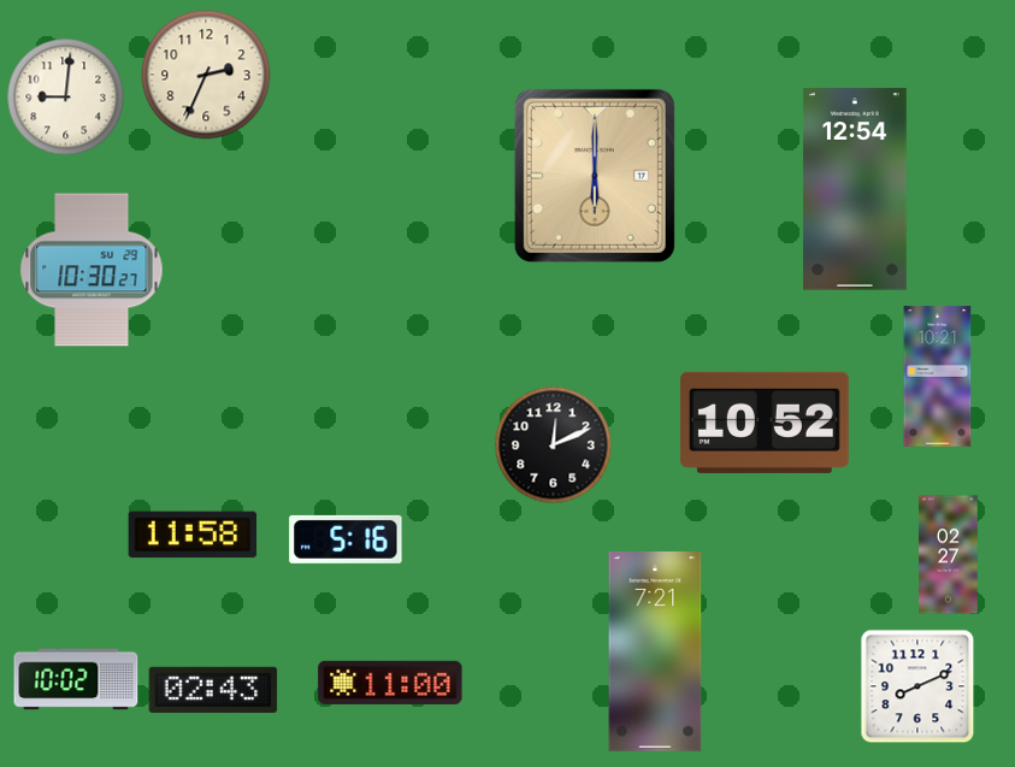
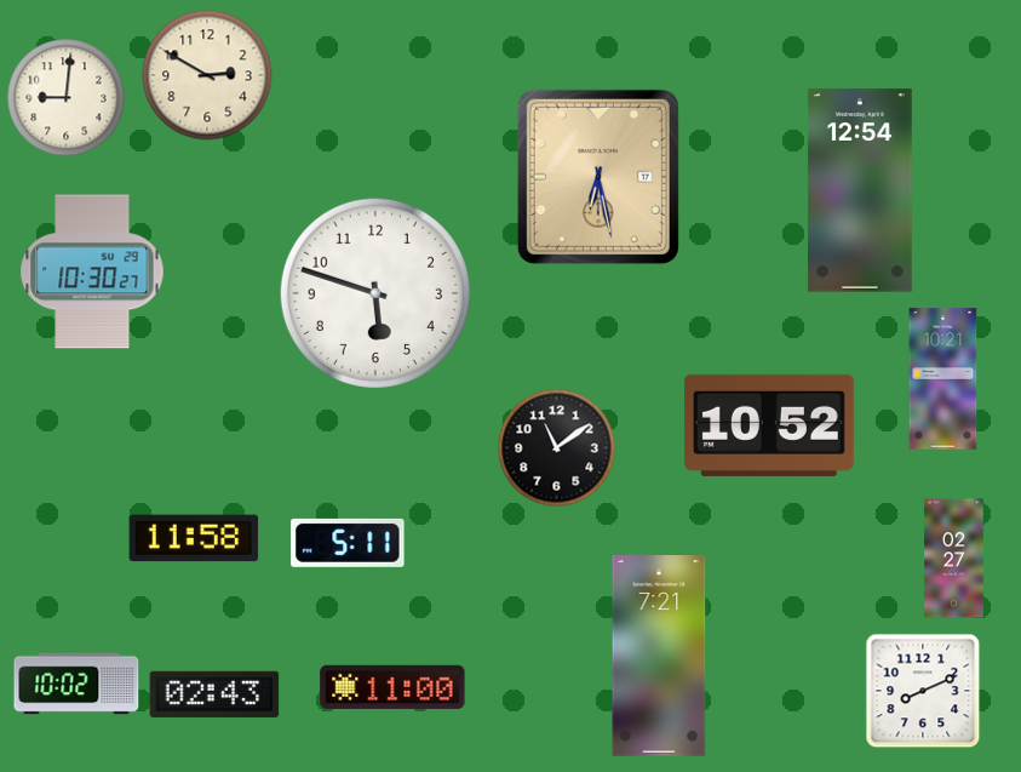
clock at (206, 75): 2:34 -> 2:50
clock at (595, 176): 6:00 -> 6:28
clock at (375, 293): none -> 5:48
clock at (554, 446): 12:11 -> 11:09
clock at (346, 539): 5:16 -> 5:11
